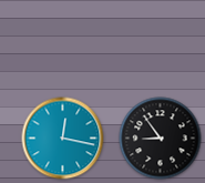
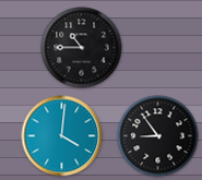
clock at (82, 48): none -> 10:45
clock at (63, 139): 12:17 -> 4:01
